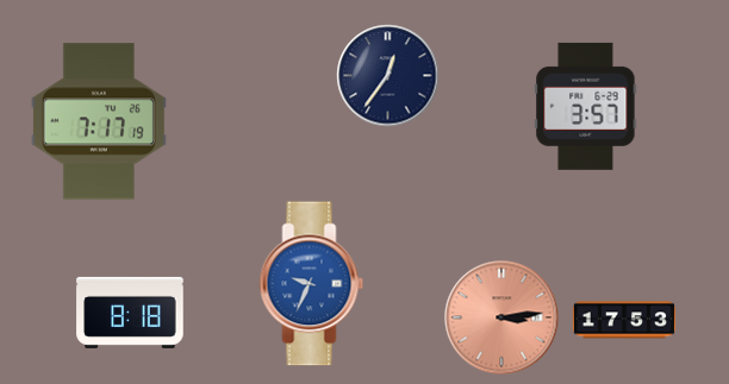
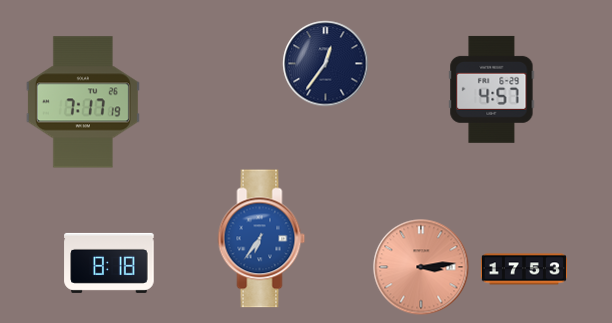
clock at (586, 106): 3:57 -> 4:57
clock at (312, 284): 9:34 -> 6:36
